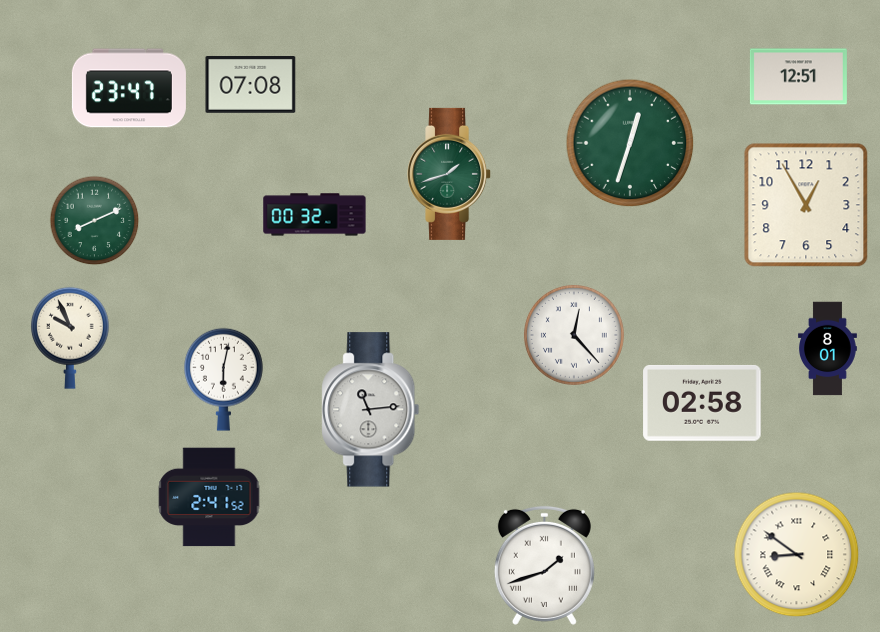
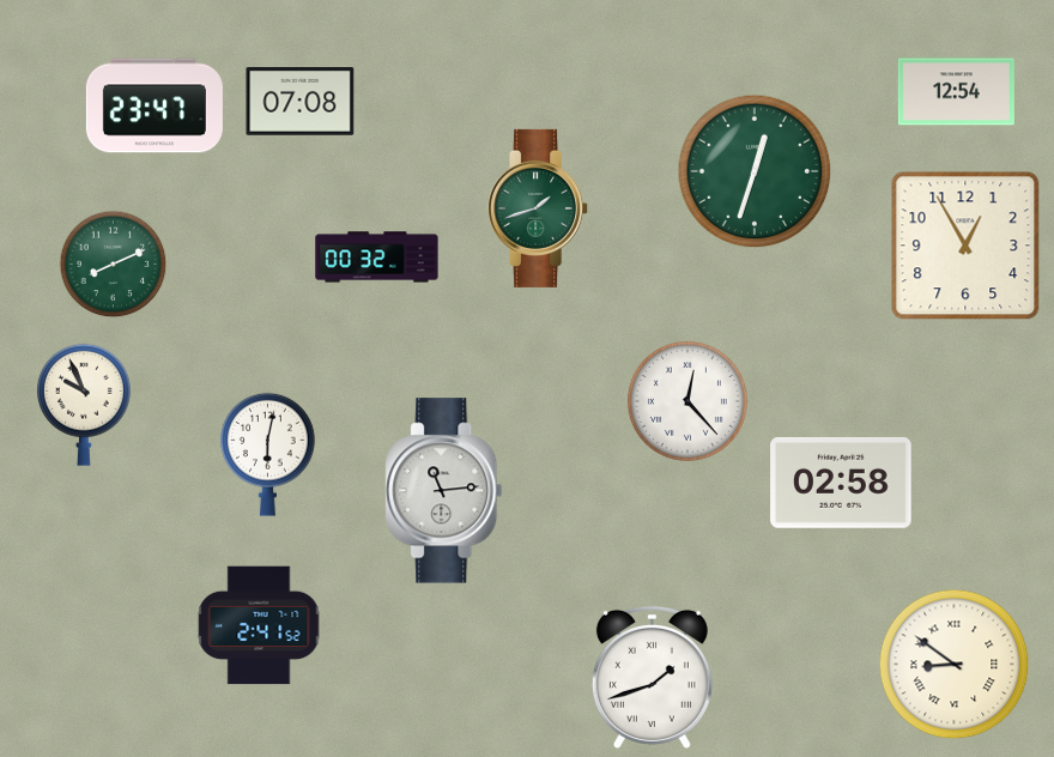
clock at (798, 77): 12:51 -> 12:54
clock at (828, 349): 8:01 -> none
clock at (209, 497) position: (209, 497) -> (259, 625)
